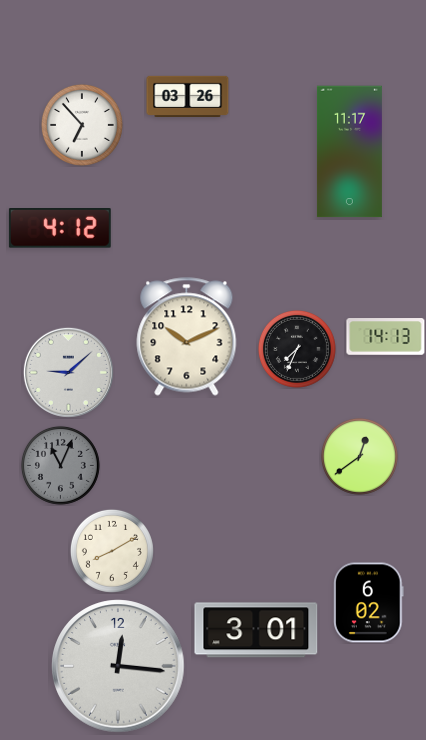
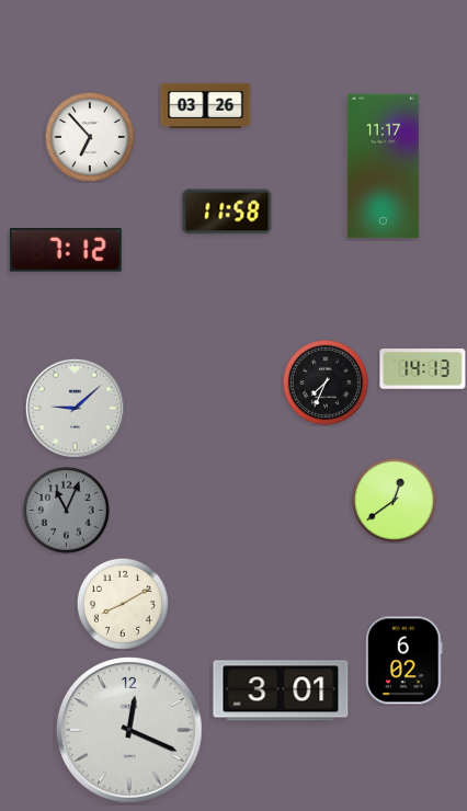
clock at (227, 212): none -> 11:58
clock at (60, 229): 4:12 -> 7:12
clock at (187, 337): 10:11 -> none
clock at (118, 666): 12:16 -> 12:19
